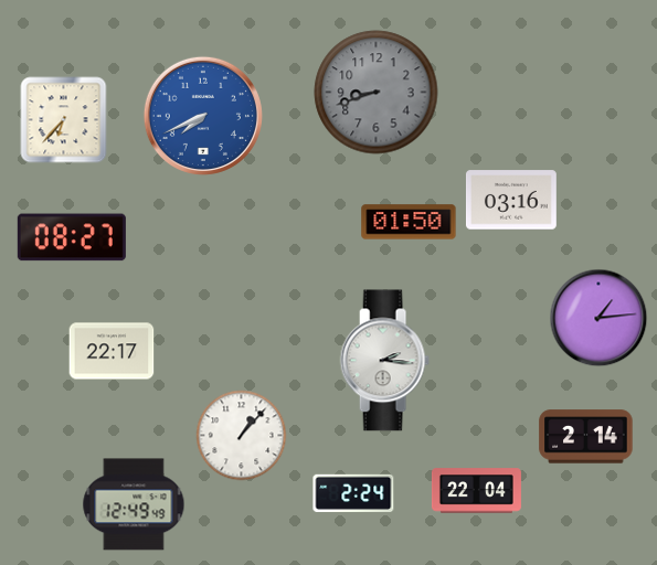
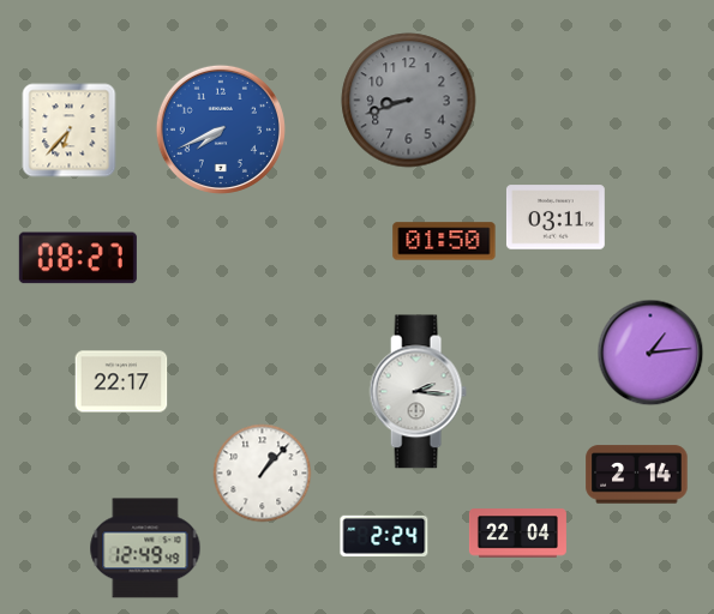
clock at (203, 116) position: (203, 116) -> (221, 130)
clock at (511, 200): 03:16 -> 03:11
clock at (598, 318) position: (598, 318) -> (650, 353)
